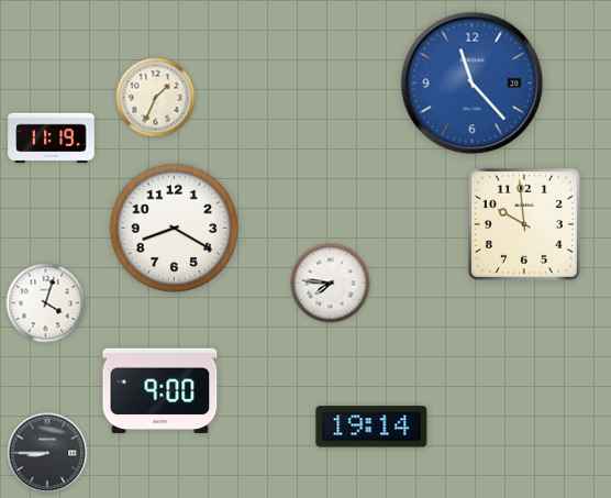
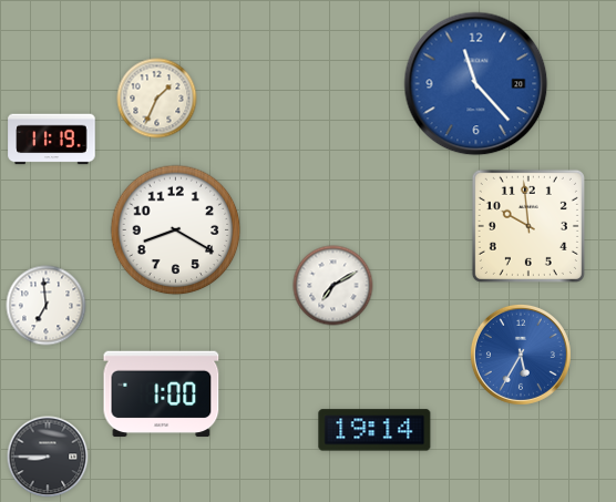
clock at (331, 284): 7:46 -> 7:10
clock at (46, 303): 4:03 -> 6:59
clock at (521, 355): none -> 5:35
clock at (160, 391): 9:00 -> 1:00
